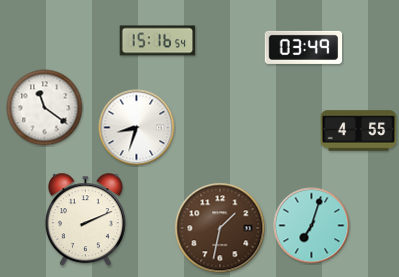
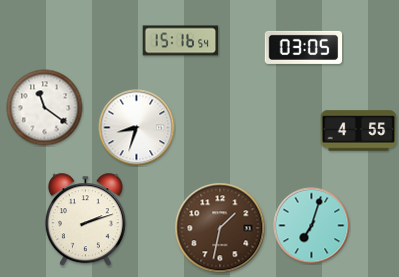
clock at (158, 41) position: (158, 41) -> (181, 41)
clock at (304, 47): 03:49 -> 03:05
clock at (85, 220): 2:11 -> 2:12
